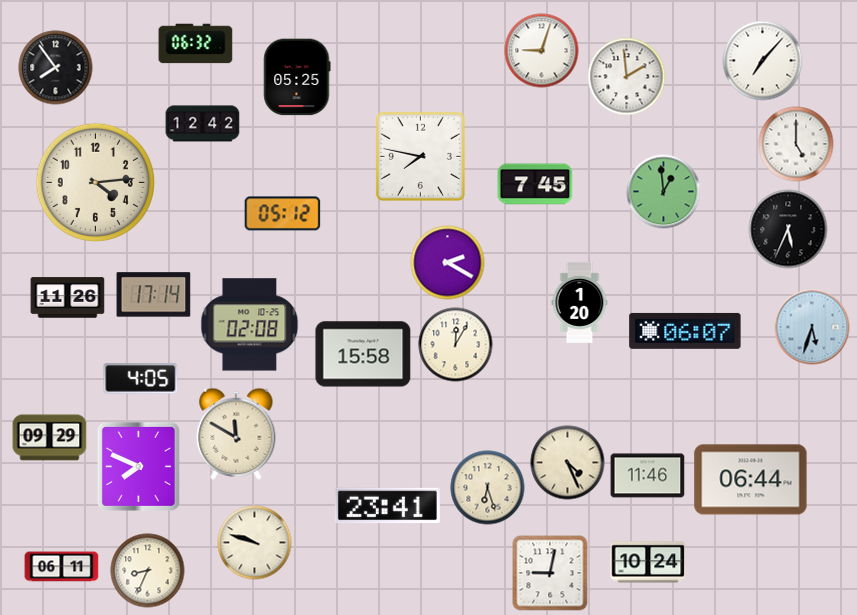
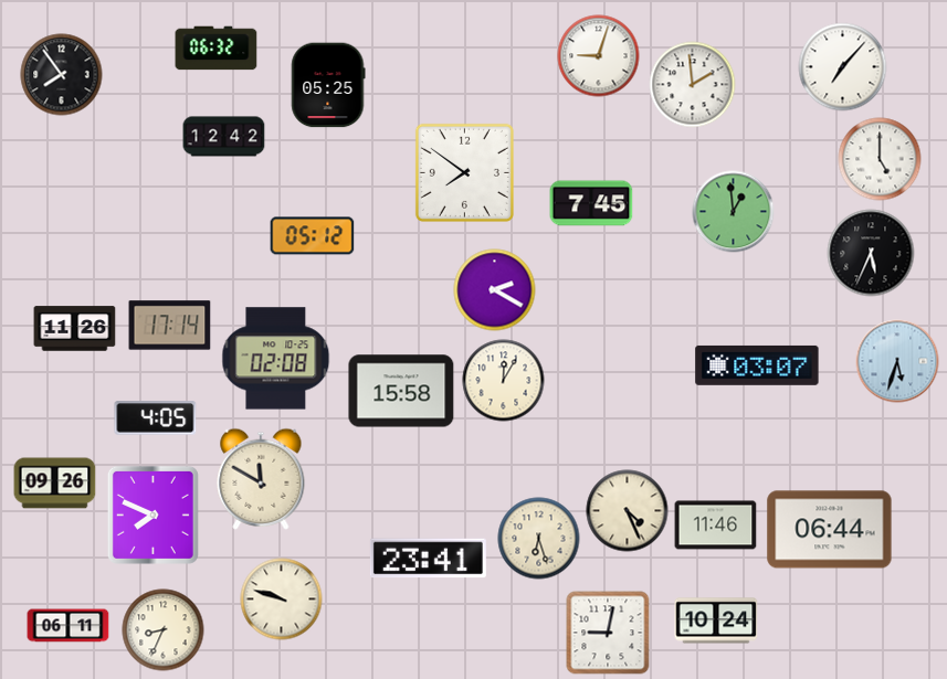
clock at (420, 156): 7:47 -> 7:51
clock at (95, 182): 4:14 -> none
clock at (580, 302): 1:20 -> none
clock at (685, 331): 06:07 -> 03:07
clock at (50, 438): 09:29 -> 09:26
